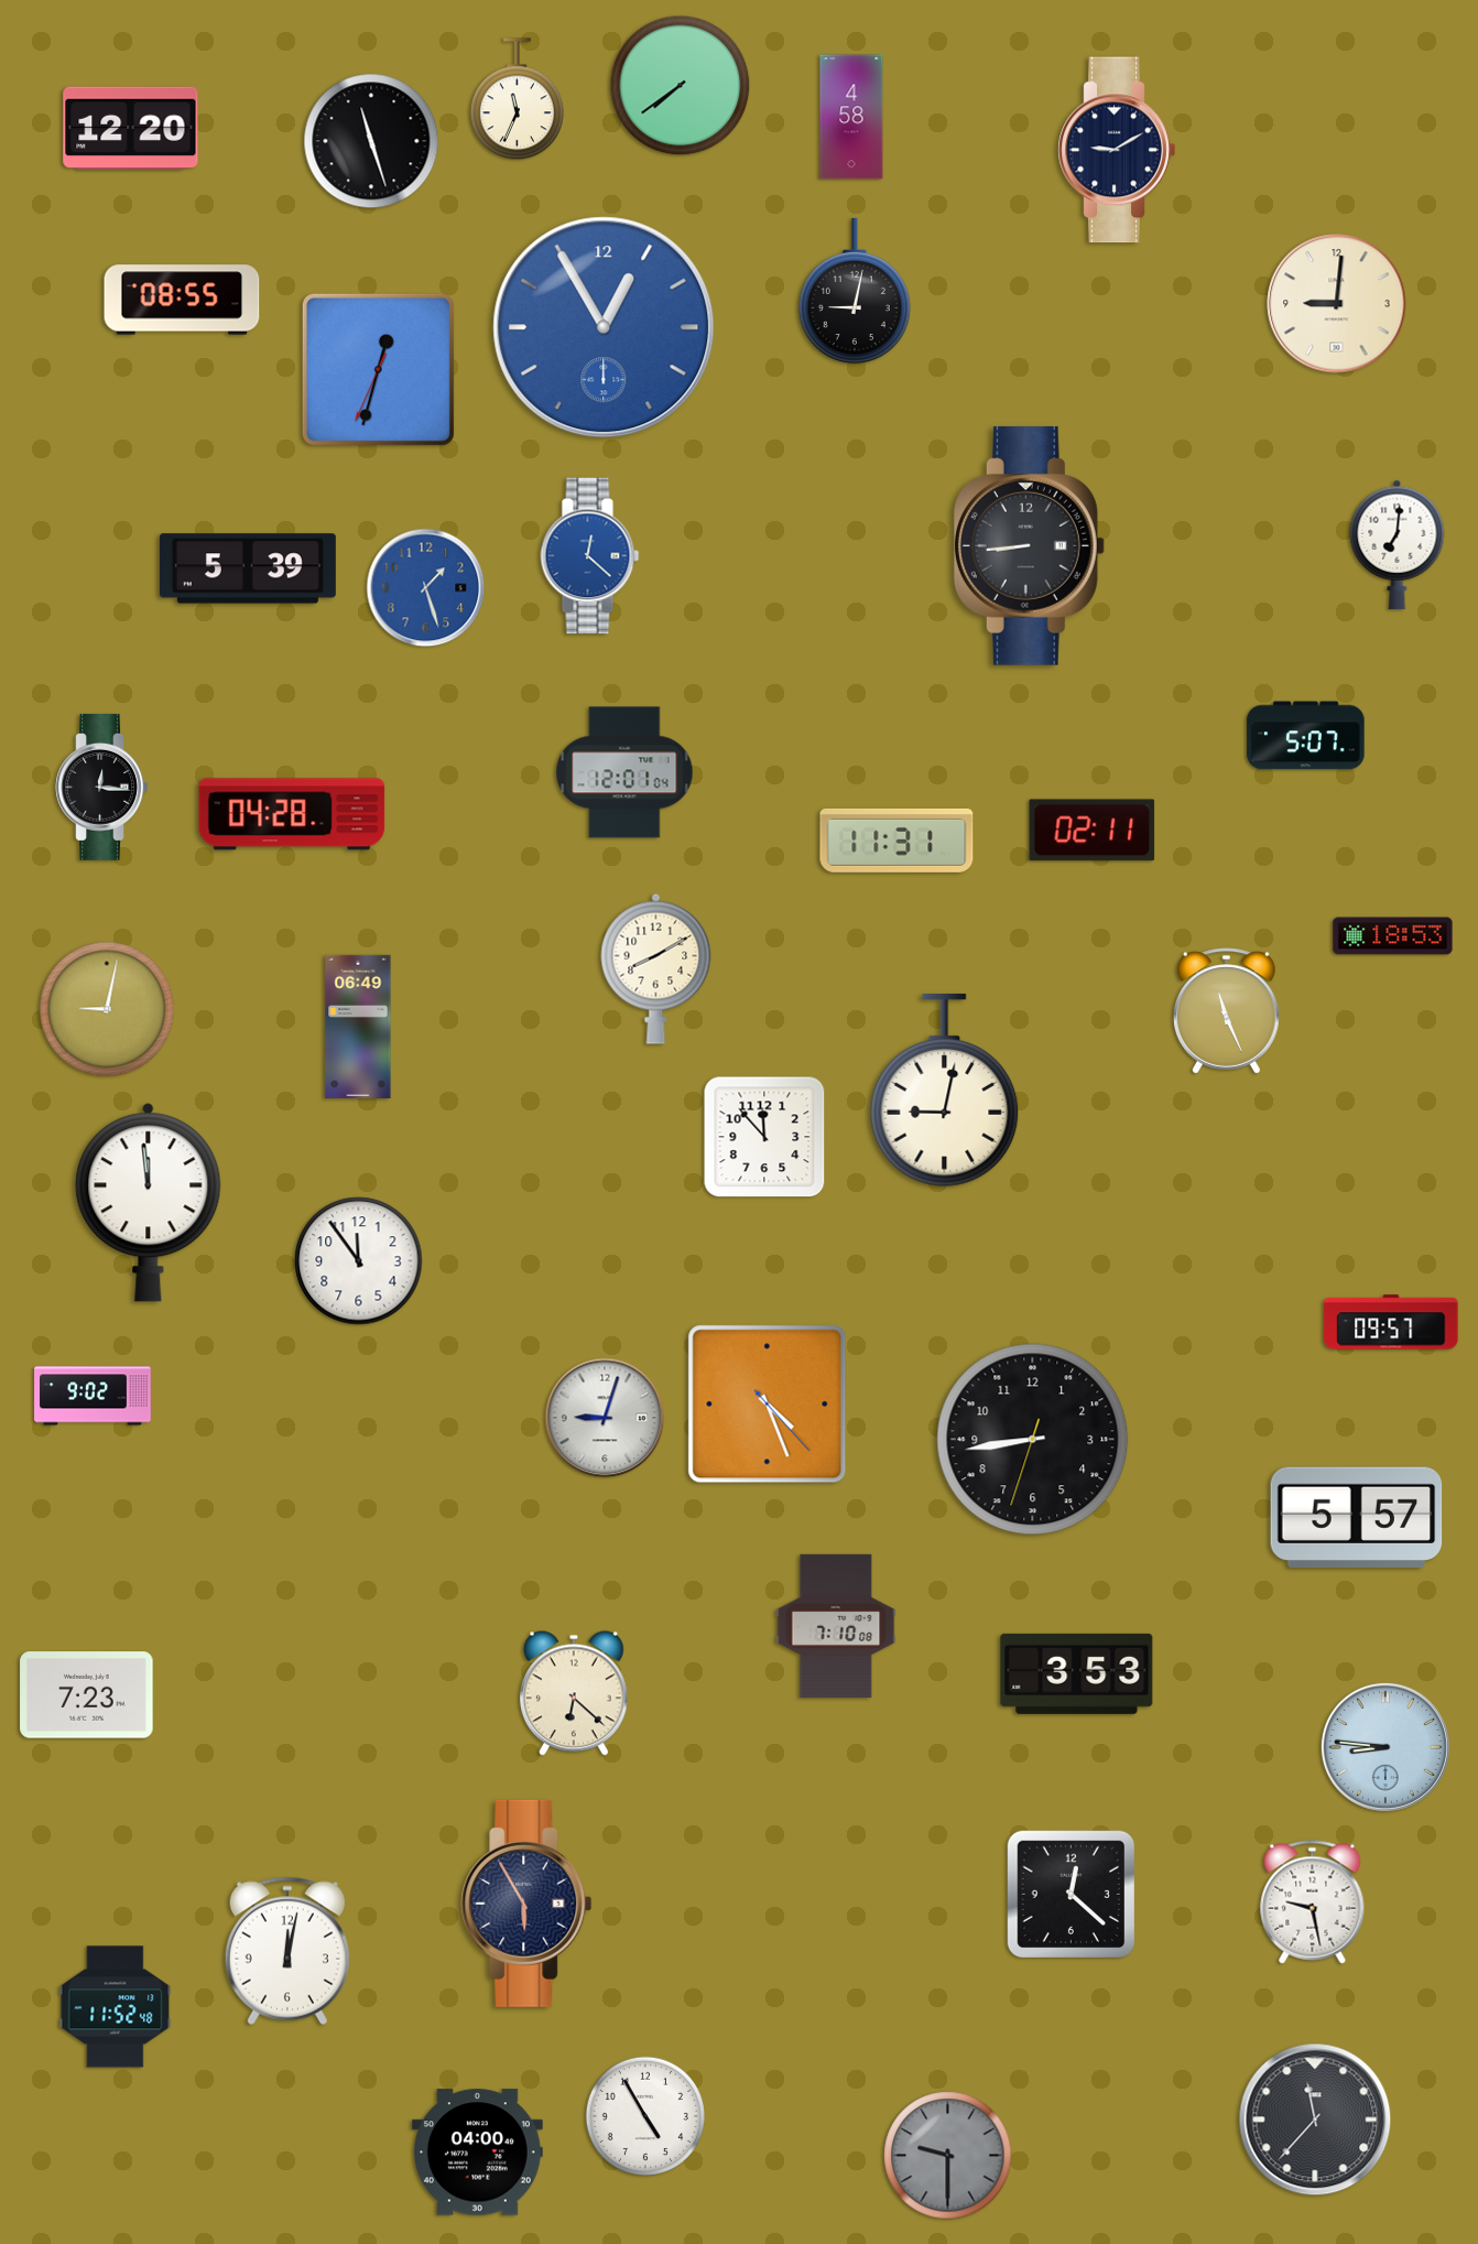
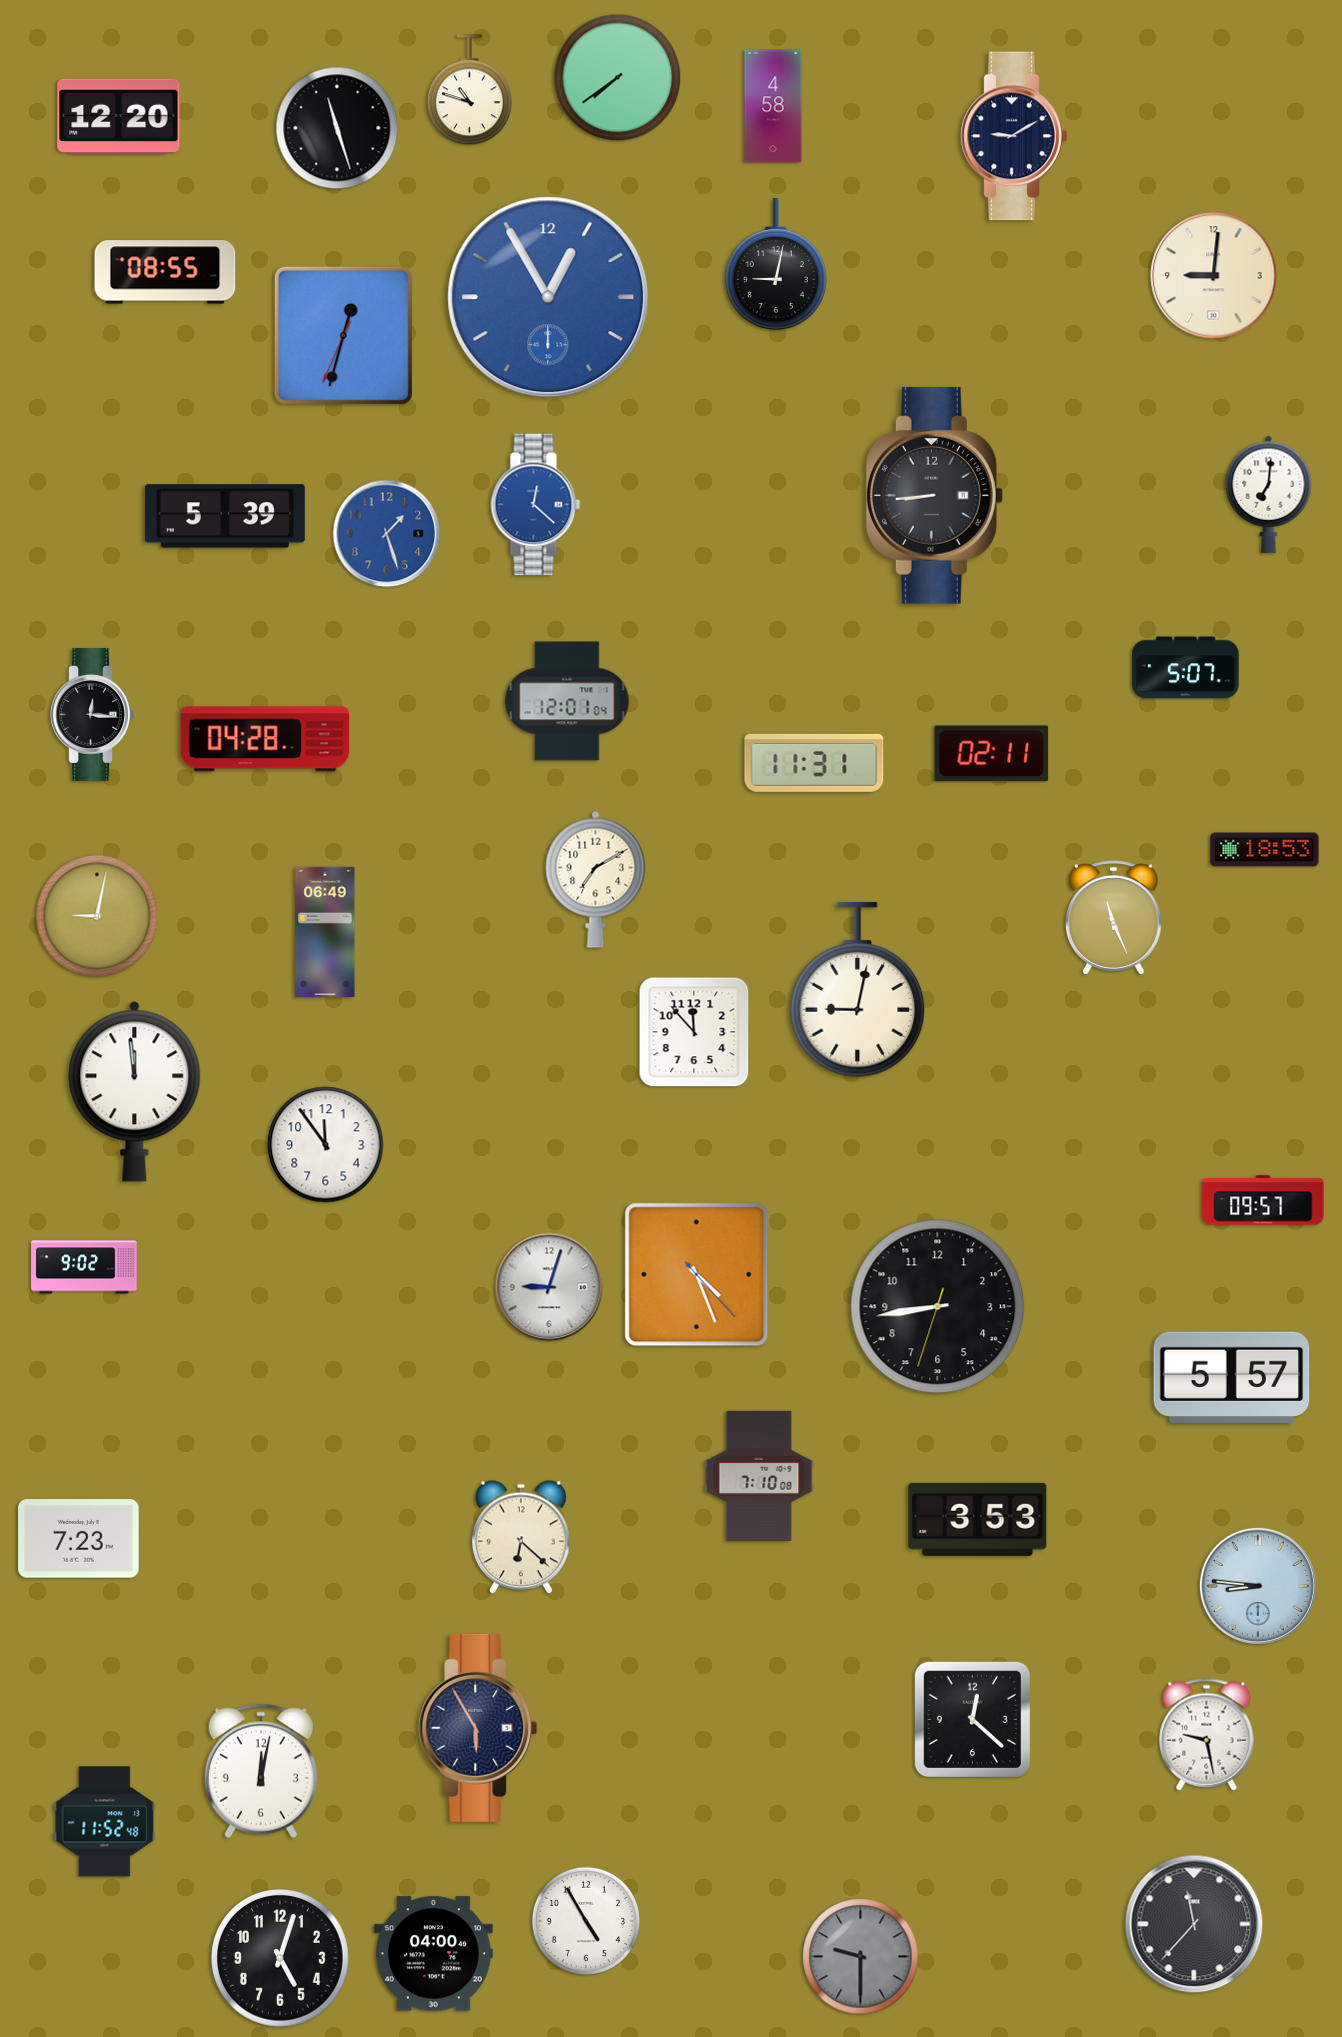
clock at (517, 99): 11:34 -> 10:48
clock at (656, 968): 8:10 -> 7:10
clock at (1313, 1902) position: (1313, 1902) -> (1207, 1735)
clock at (281, 1959): none -> 5:03
